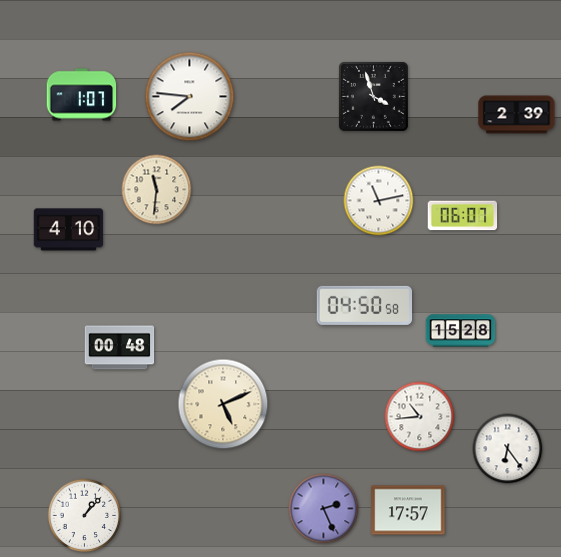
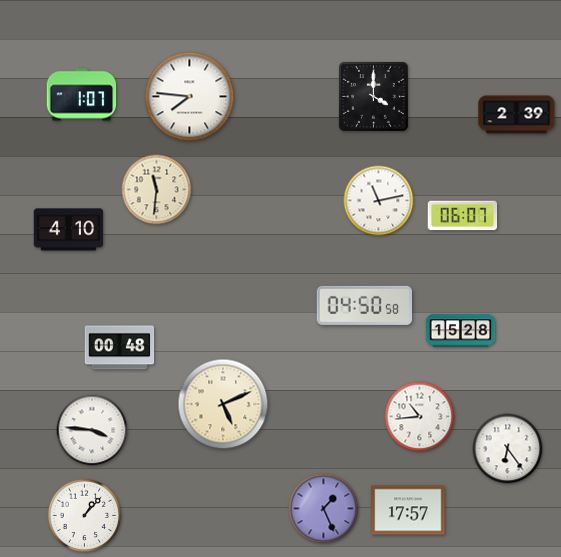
clock at (373, 96): 3:57 -> 4:00
clock at (92, 430): none -> 3:46
clock at (324, 509): 2:26 -> 1:26
